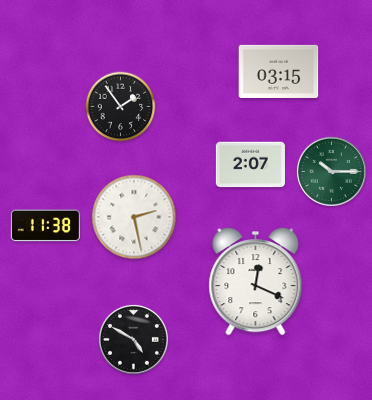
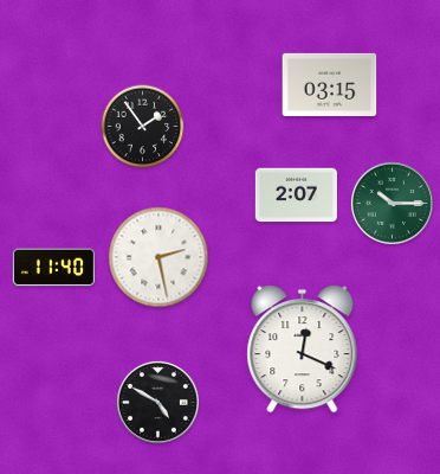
clock at (45, 226): 11:38 -> 11:40
clock at (256, 282) position: (256, 282) -> (303, 350)
